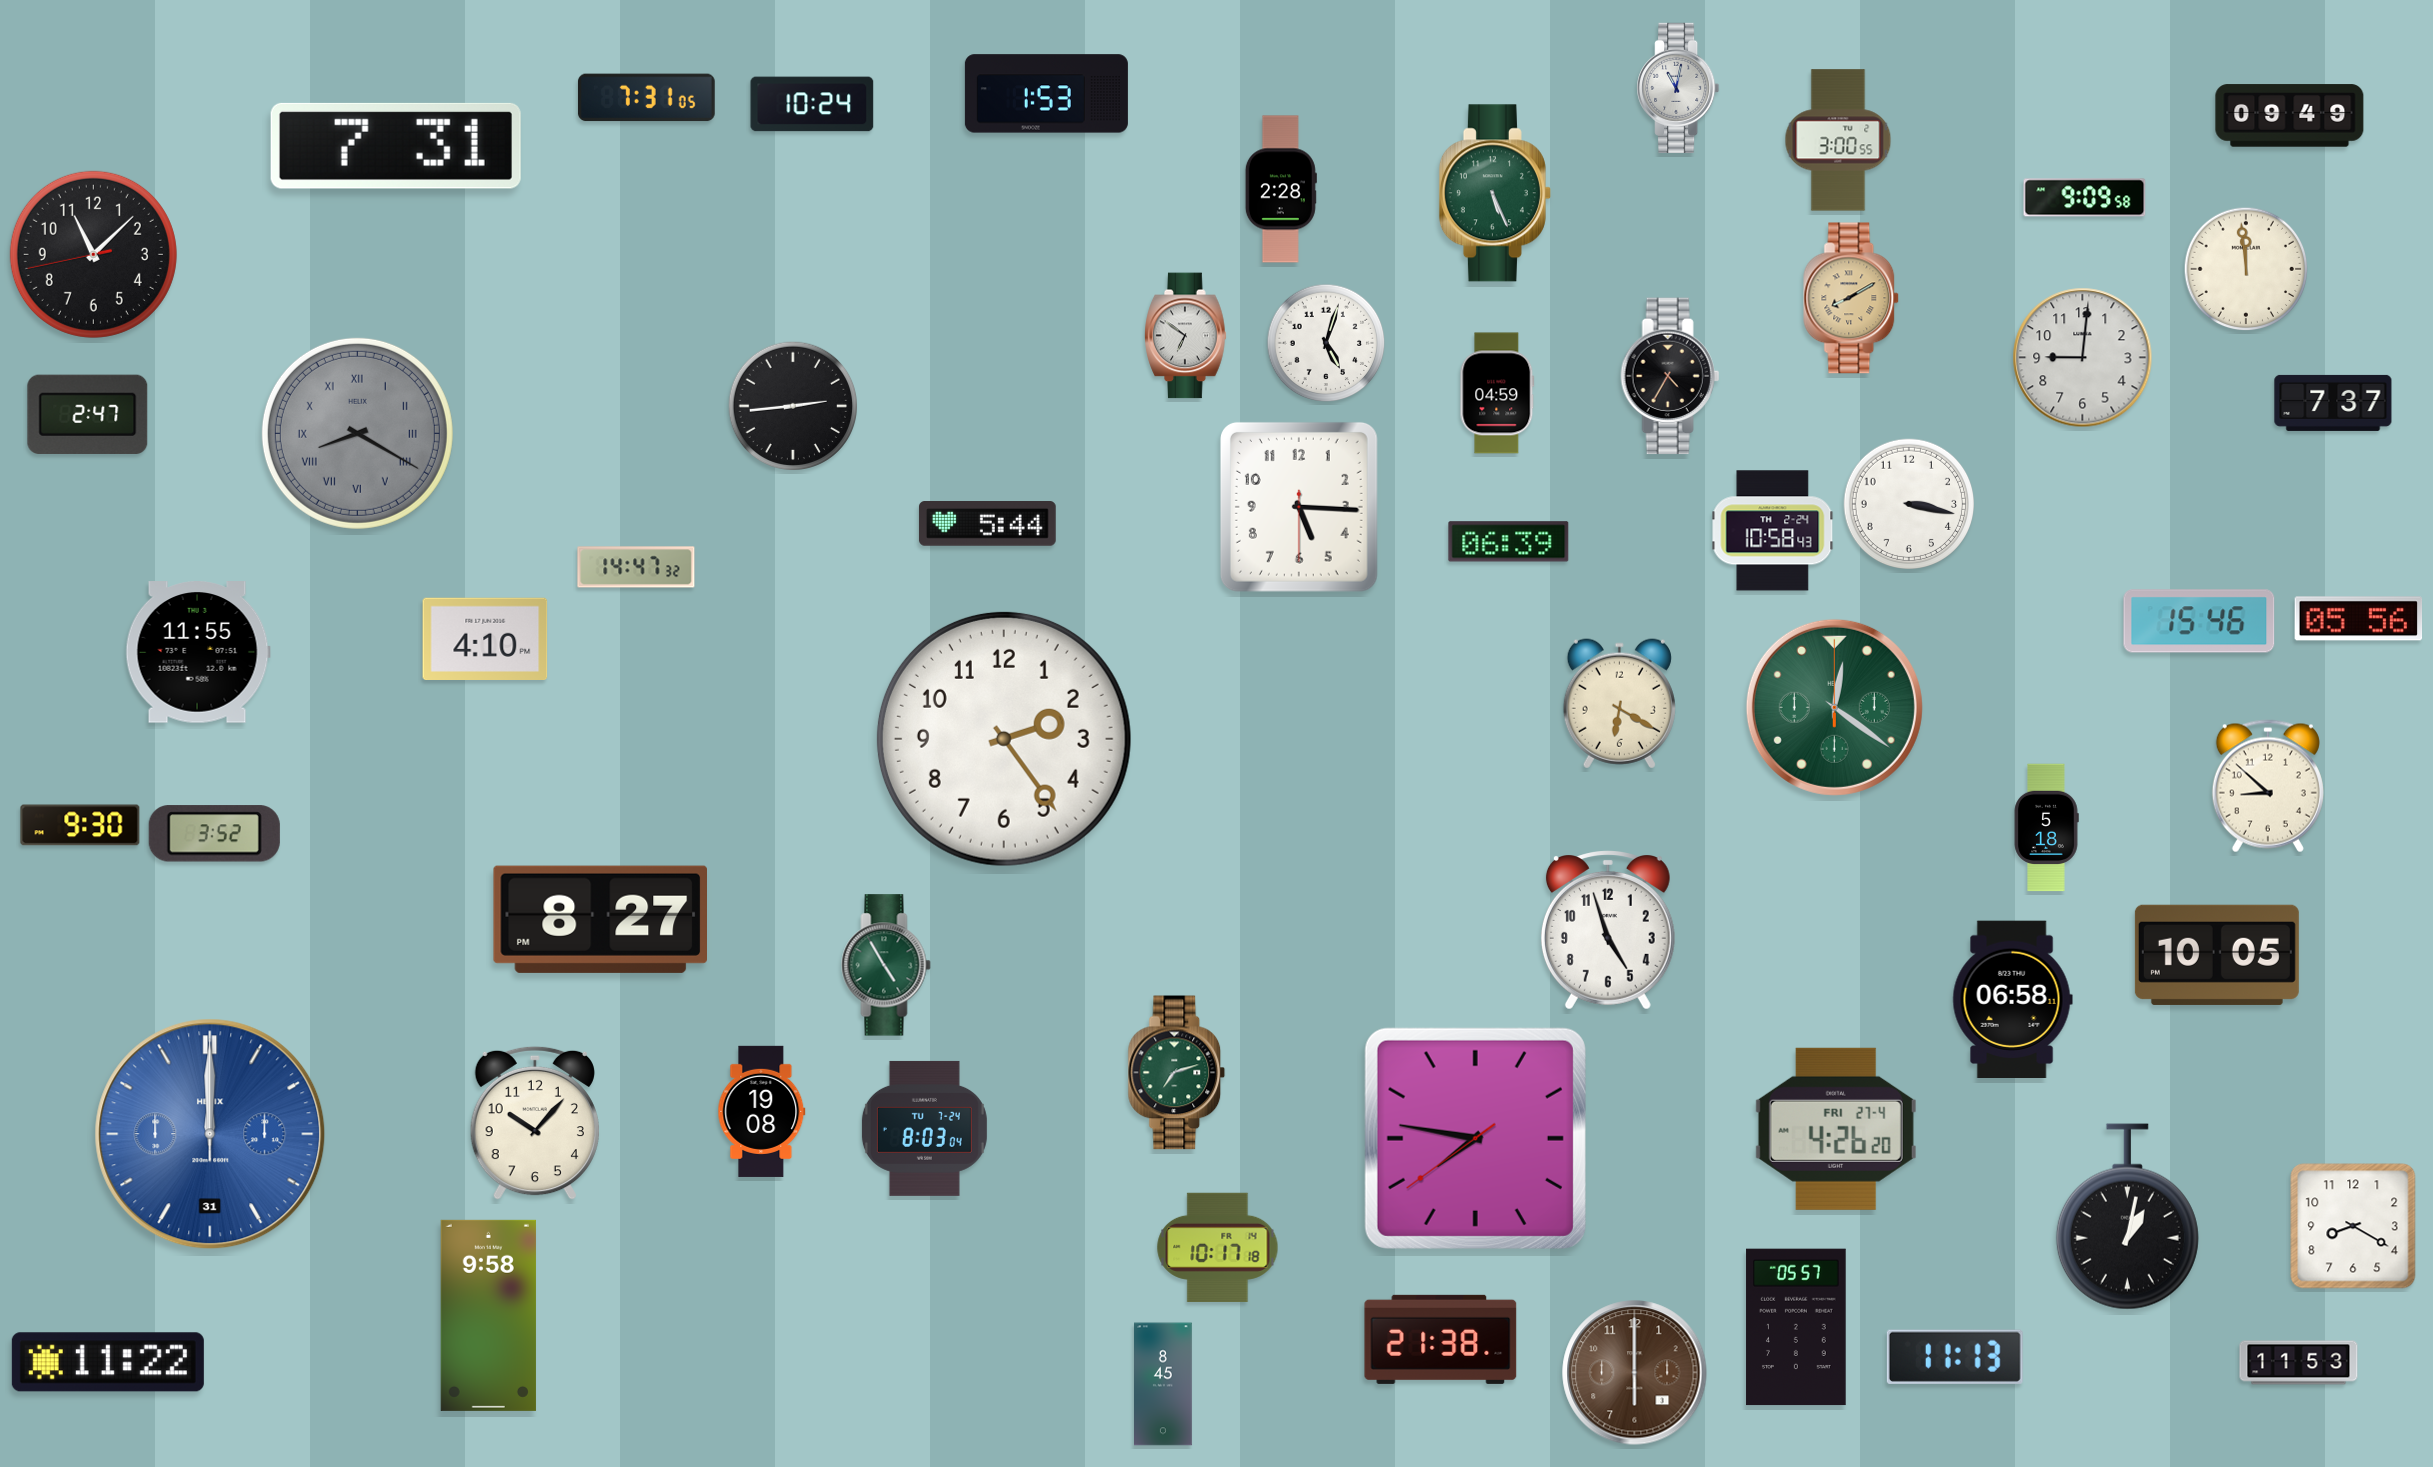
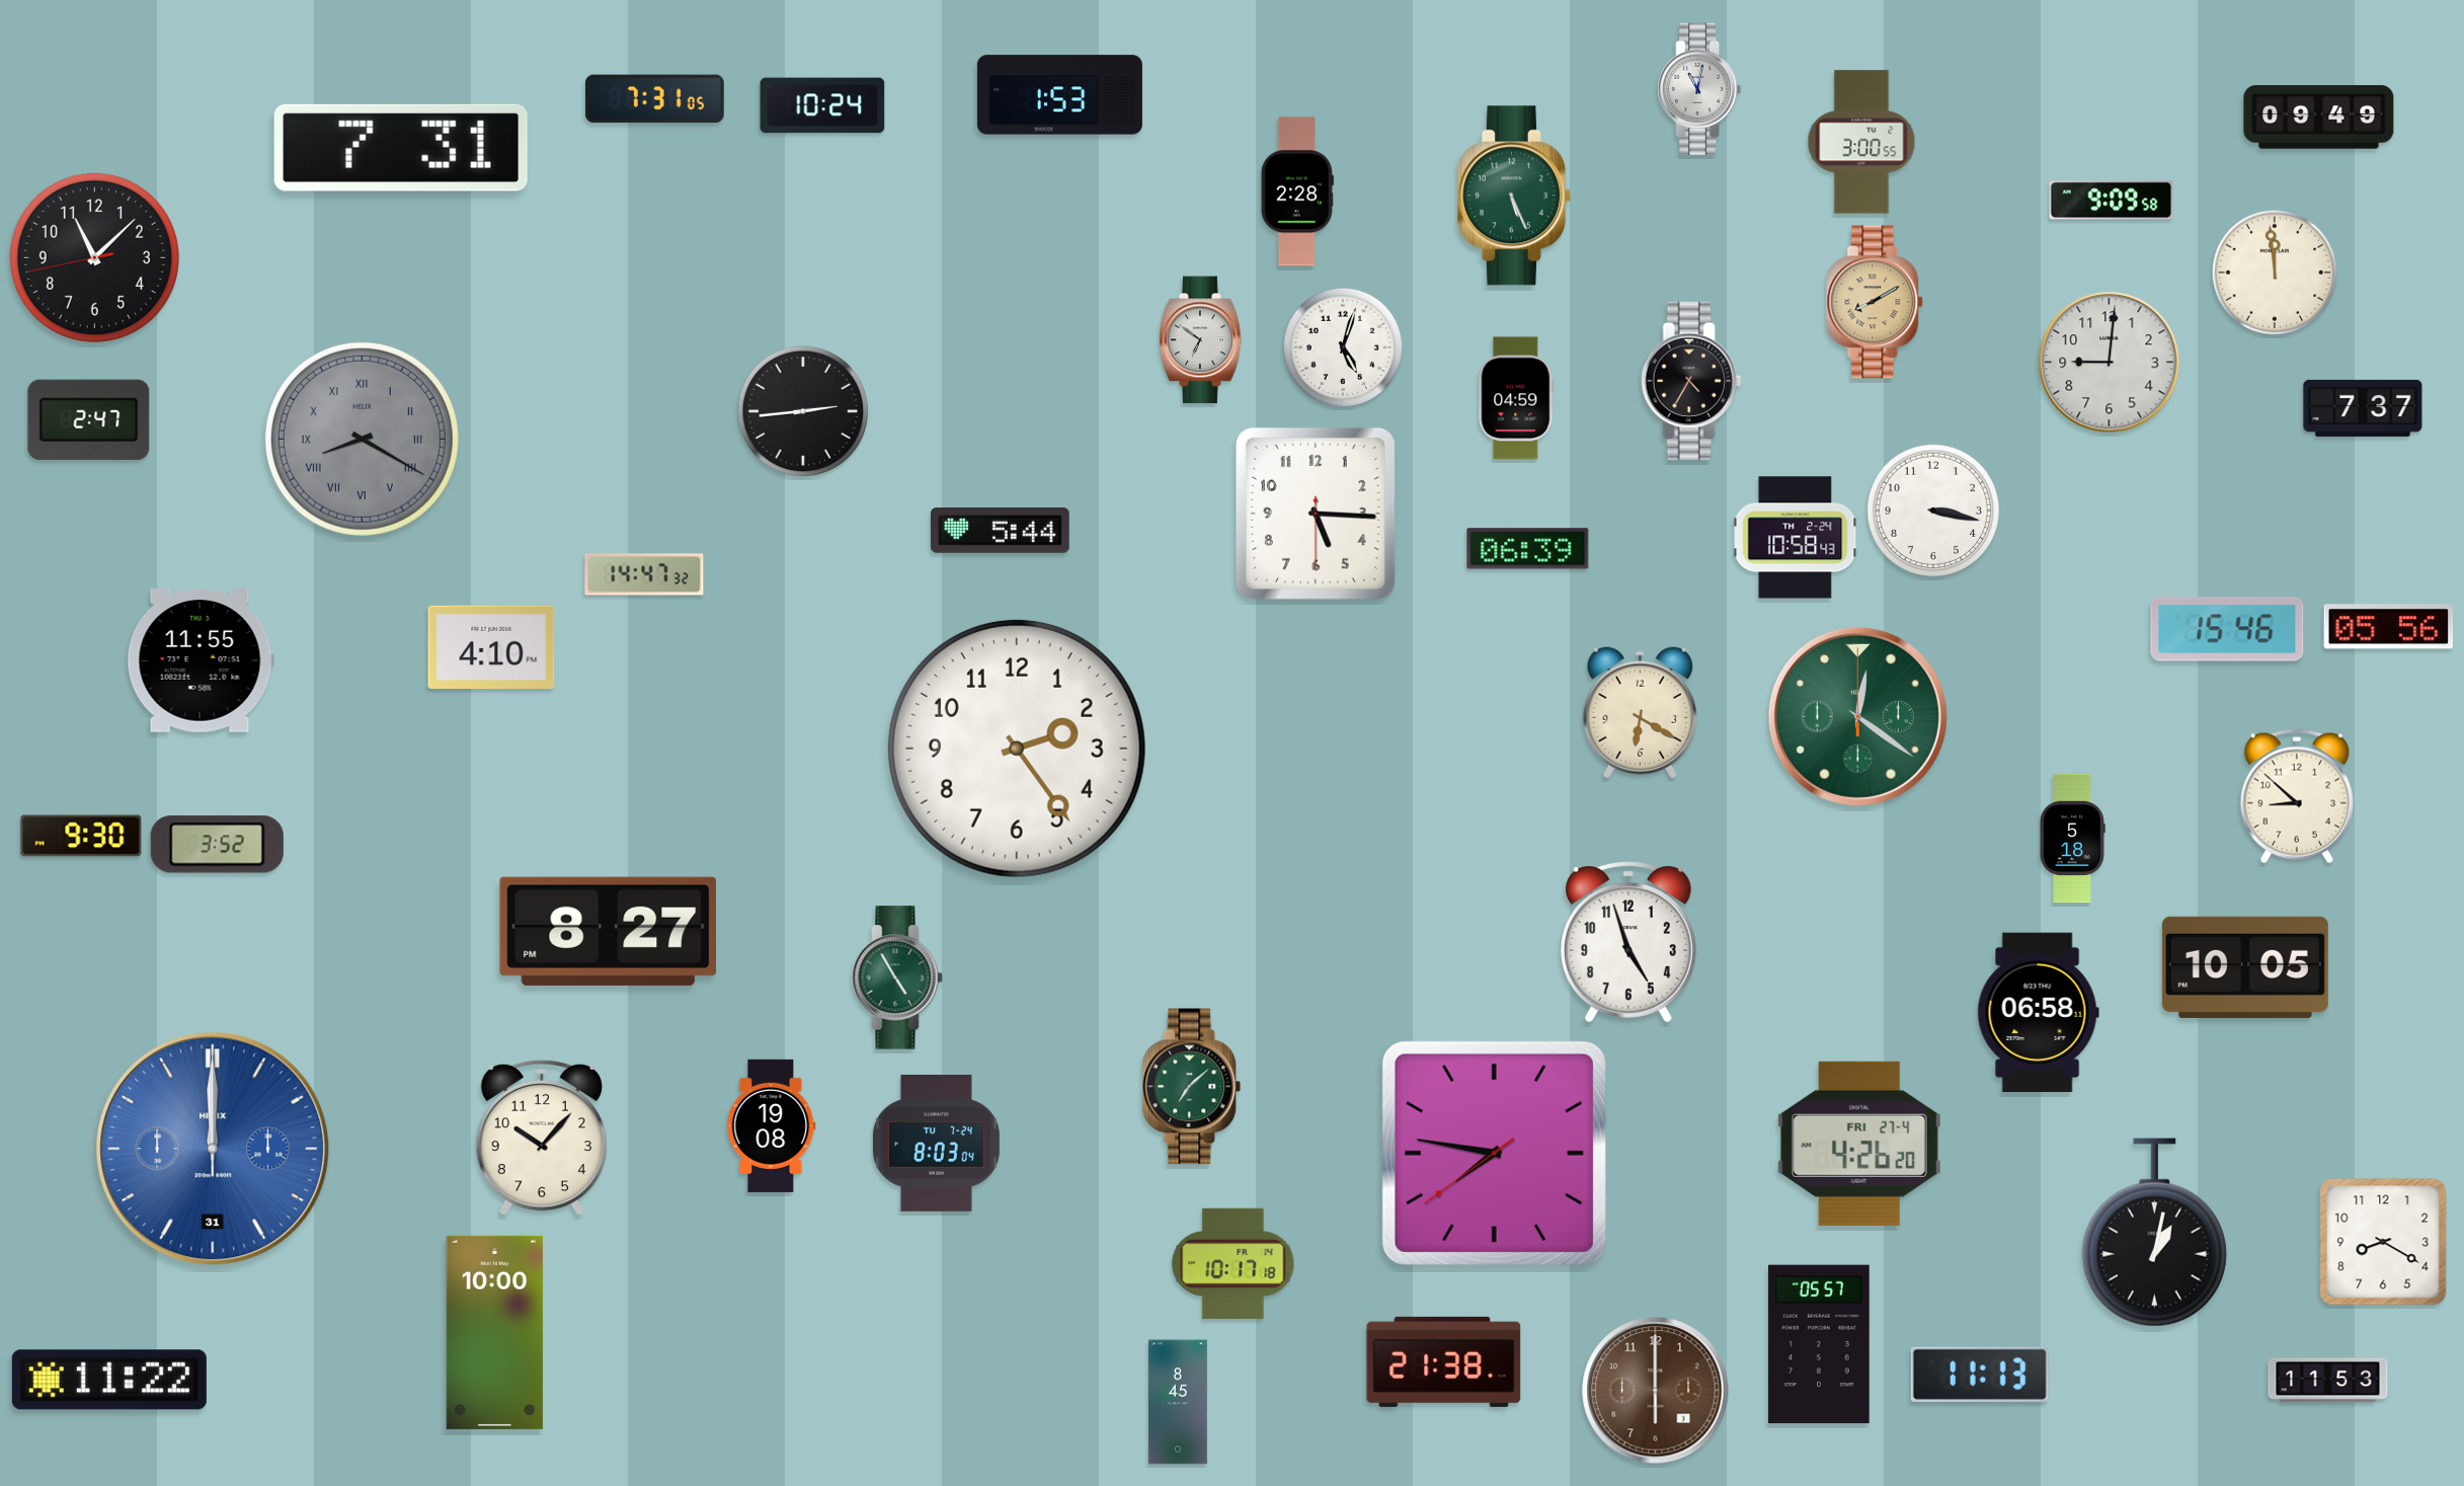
clock at (1177, 1073): 7:12 -> 7:08
clock at (488, 1315): 9:58 -> 10:00
clock at (1441, 1339) position: (1441, 1339) -> (1444, 1361)
